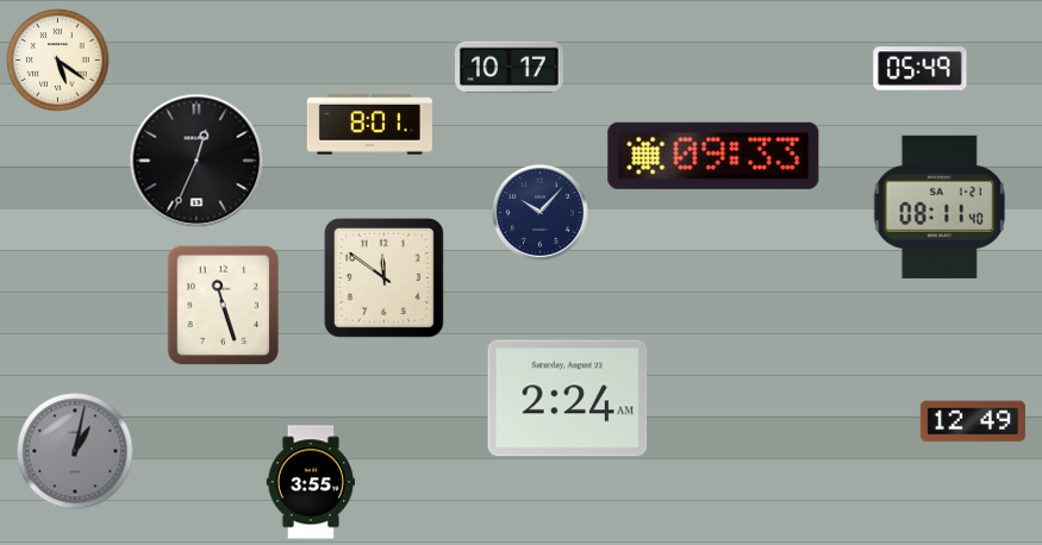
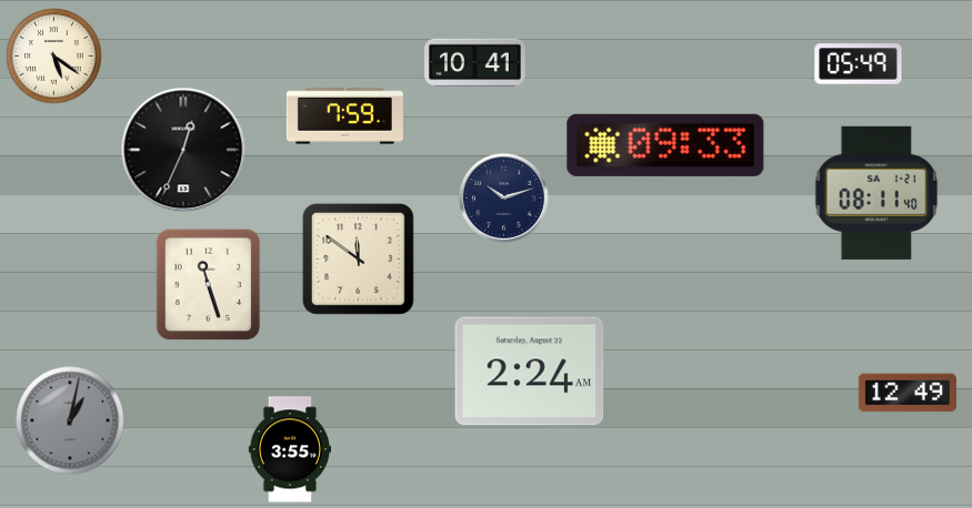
clock at (510, 68): 10:17 -> 10:41
clock at (369, 125): 8:01 -> 7:59
clock at (539, 212): 10:07 -> 10:12
